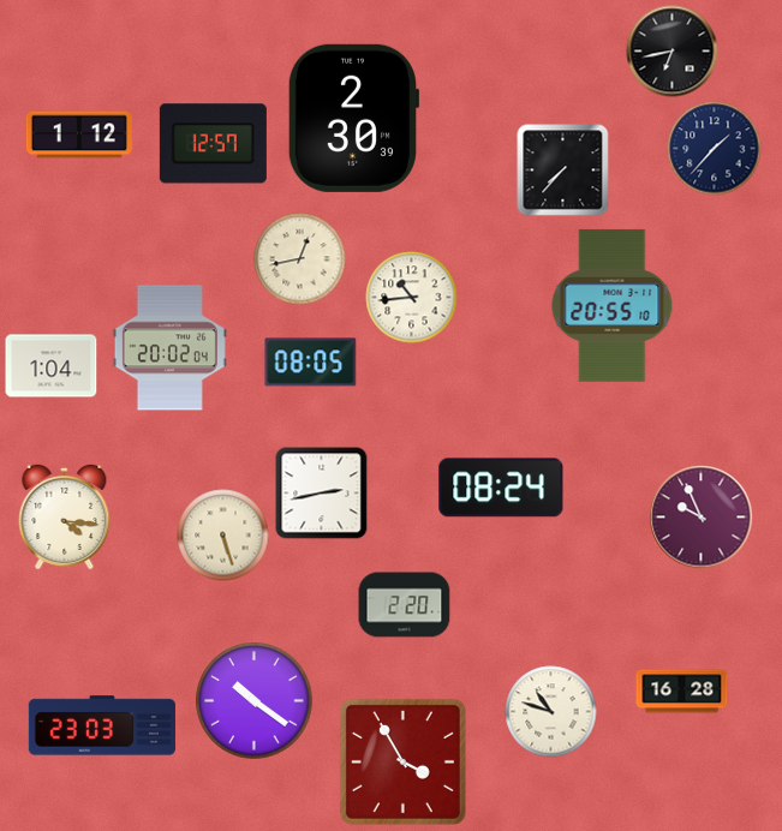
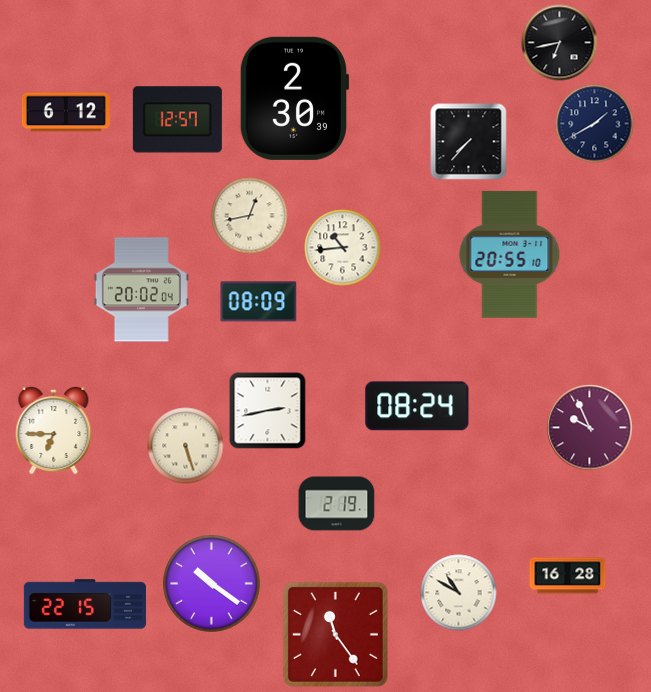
clock at (79, 134): 1:12 -> 6:12
clock at (715, 149): 1:37 -> 1:40
clock at (311, 363): 08:05 -> 08:09
clock at (52, 366): 1:04 -> none
clock at (65, 516): 4:16 -> 6:45
clock at (702, 518) position: (702, 518) -> (590, 428)
clock at (405, 605): 2:20 -> 2:19
clock at (551, 712): 10:48 -> 10:50
clock at (102, 725): 23:03 -> 22:15
clock at (402, 761): 3:55 -> 11:24
